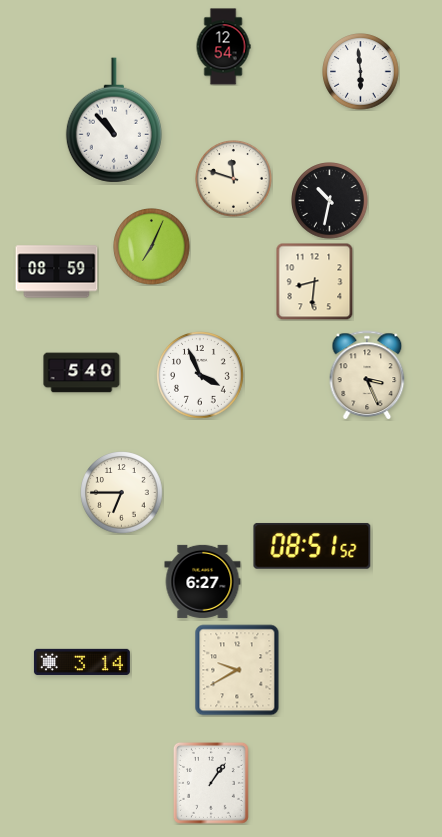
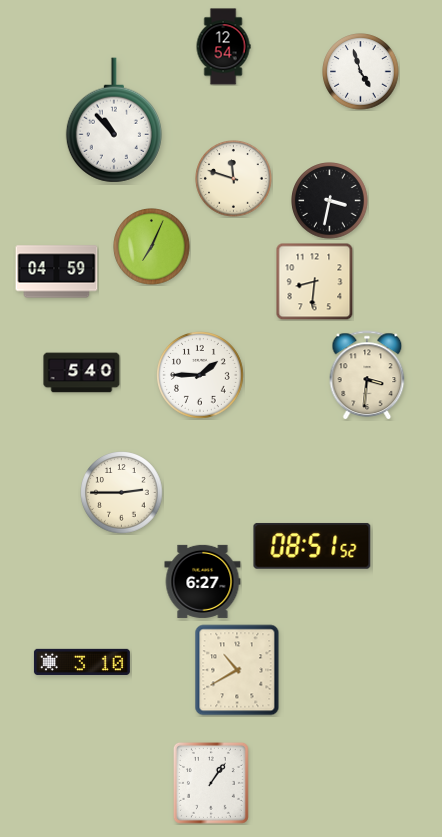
clock at (361, 72): 5:59 -> 4:57
clock at (330, 201): 10:32 -> 3:32
clock at (57, 272): 08:59 -> 04:59
clock at (367, 375): 3:26 -> 3:31
clock at (201, 376): 3:56 -> 1:45
clock at (122, 493): 6:45 -> 2:45
clock at (82, 662): 3:14 -> 3:10
clock at (237, 670): 9:40 -> 10:40
